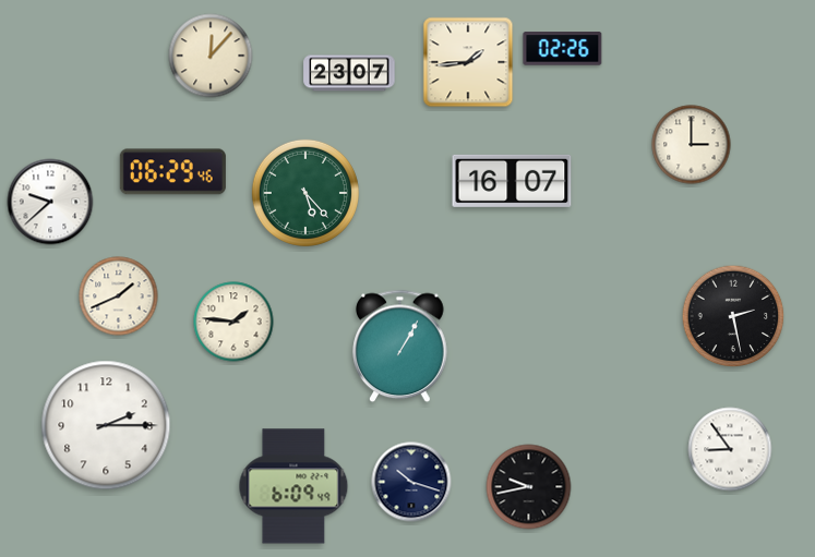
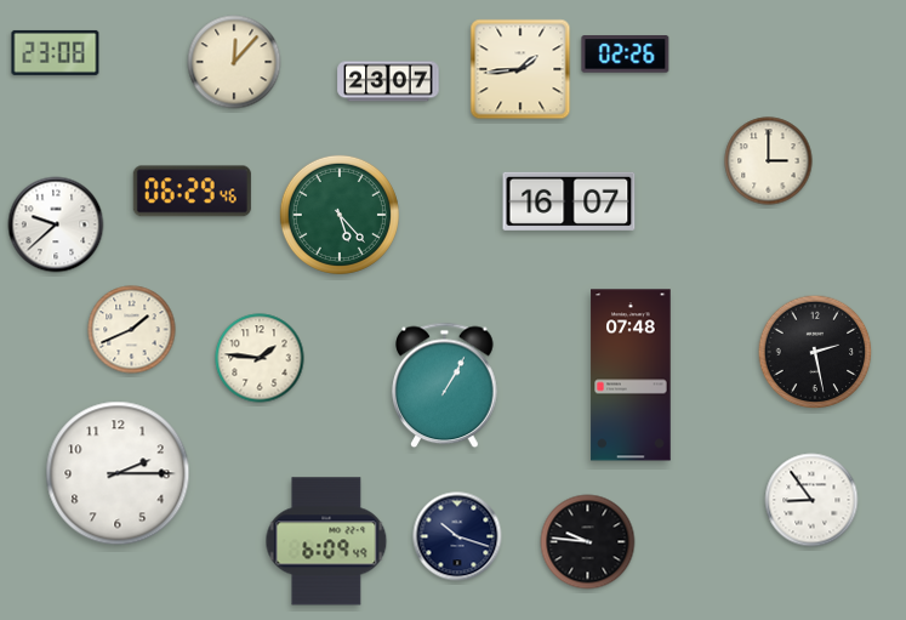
clock at (56, 52): none -> 23:08
clock at (631, 375): none -> 07:48
clock at (529, 487): 9:43 -> 9:46
